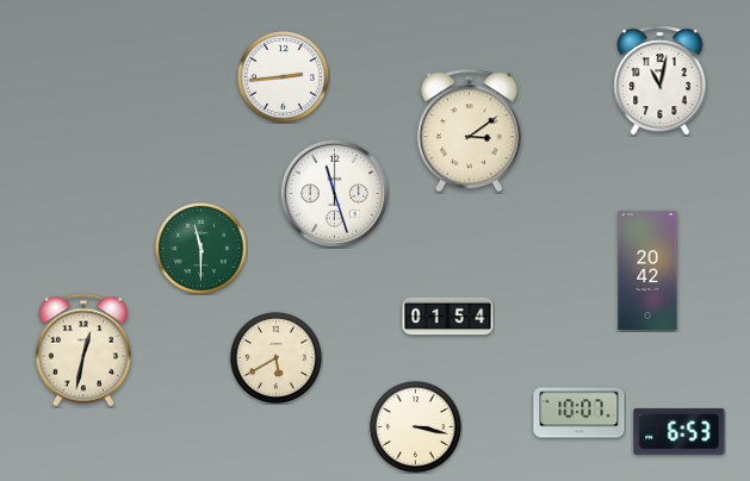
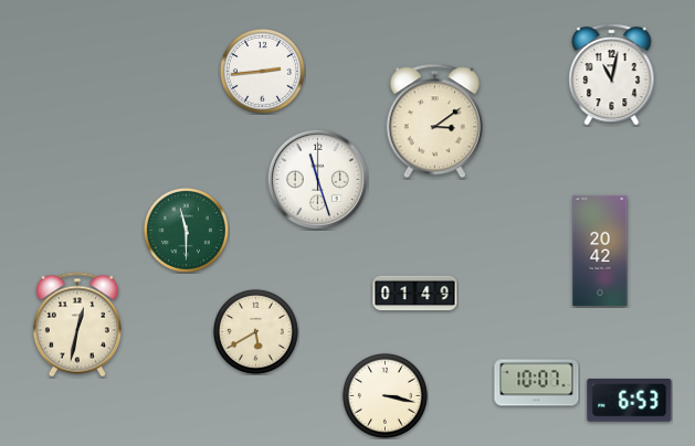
clock at (334, 193) position: (334, 193) -> (317, 179)
clock at (448, 317): 01:54 -> 01:49
